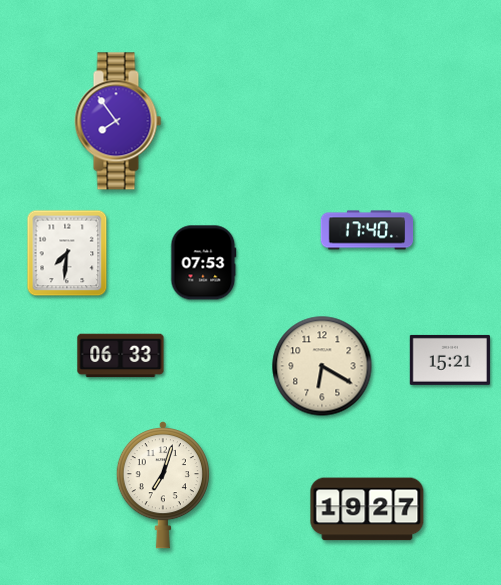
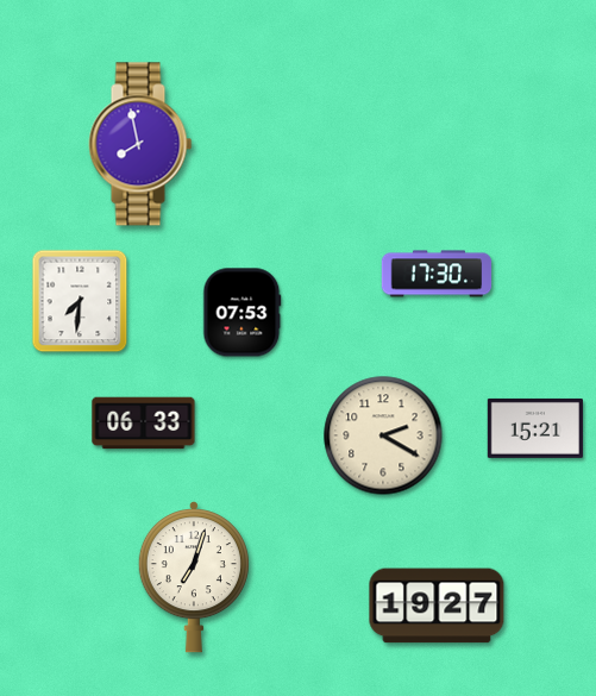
clock at (118, 121): 7:54 -> 7:58
clock at (367, 230): 17:40 -> 17:30
clock at (322, 366): 6:20 -> 2:20
